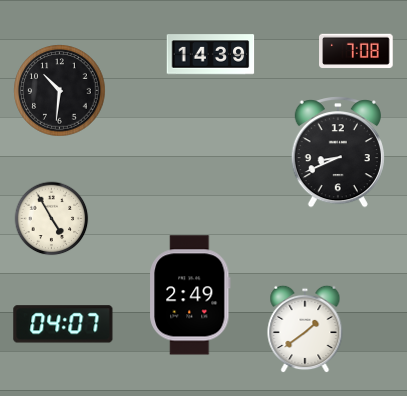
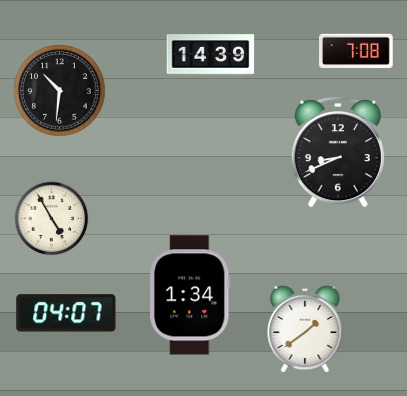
clock at (191, 295): 2:49 -> 1:34
clock at (63, 324) position: (63, 324) -> (66, 313)
